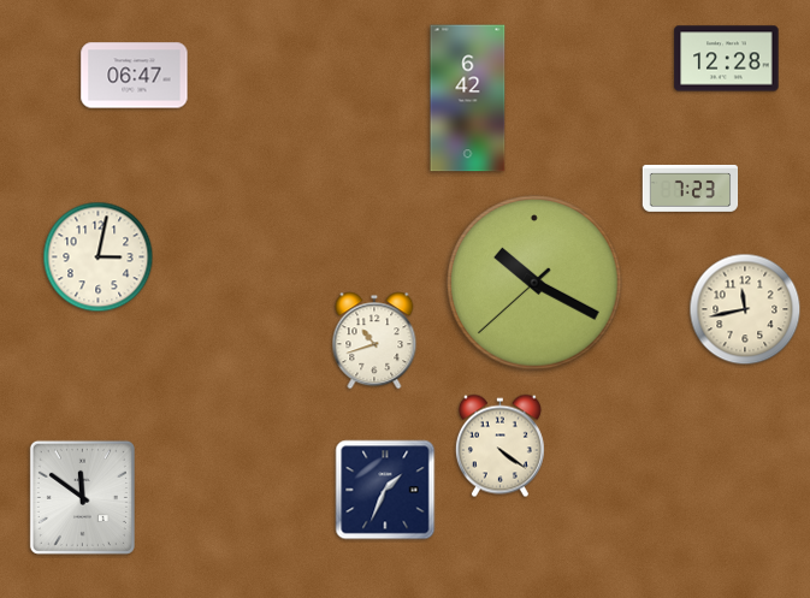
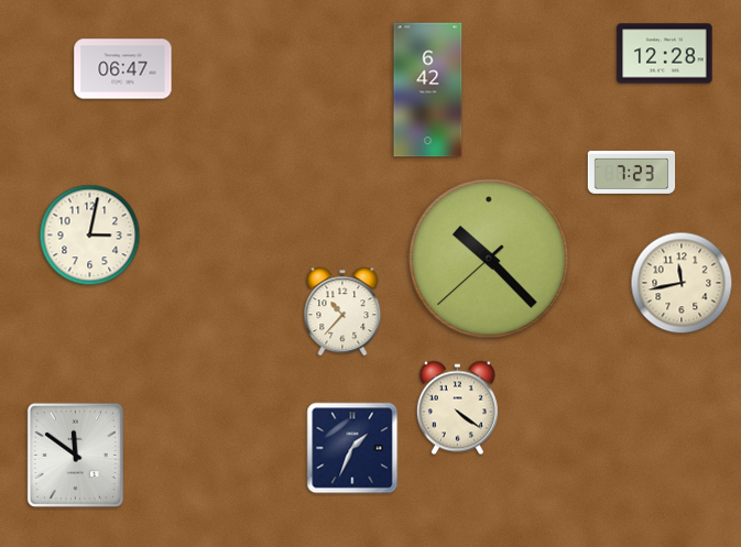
clock at (534, 283): 10:19 -> 10:22
clock at (374, 341): 10:42 -> 10:37
